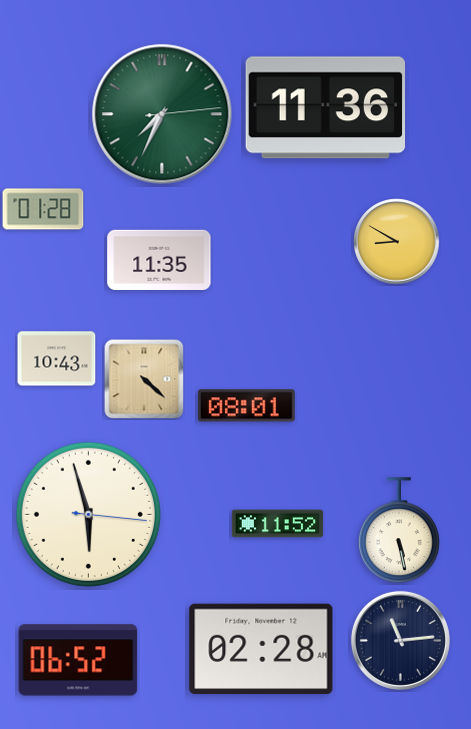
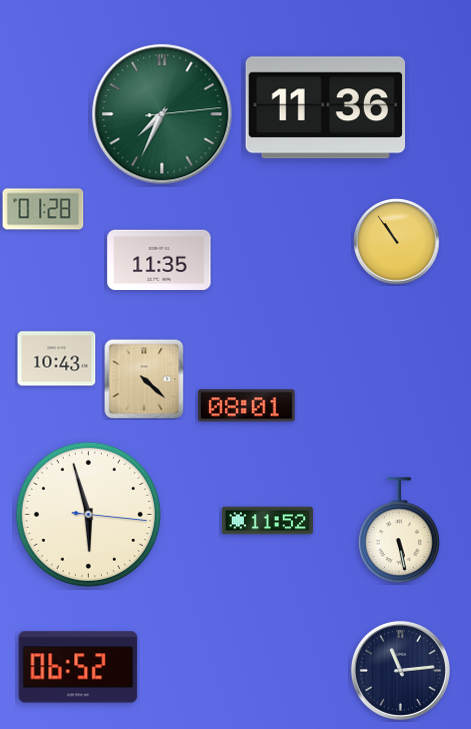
clock at (397, 242): 8:50 -> 10:54
clock at (277, 524) position: (277, 524) -> (267, 521)
clock at (400, 640) position: (400, 640) -> (400, 670)
clock at (261, 649): 02:28 -> none
clock at (78, 660) position: (78, 660) -> (78, 667)
